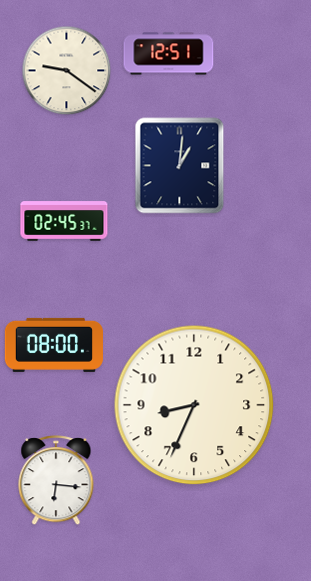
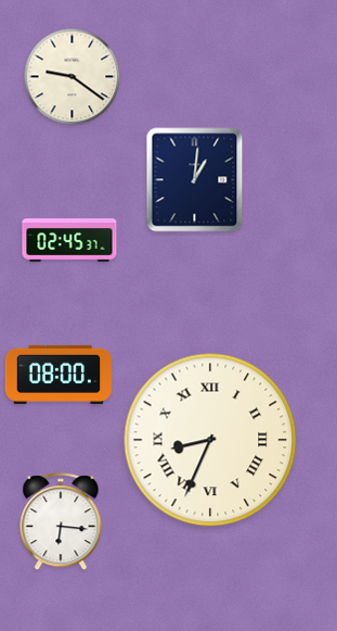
clock at (169, 54): 12:51 -> none
clock at (194, 405) numerals: Arabic -> Roman
